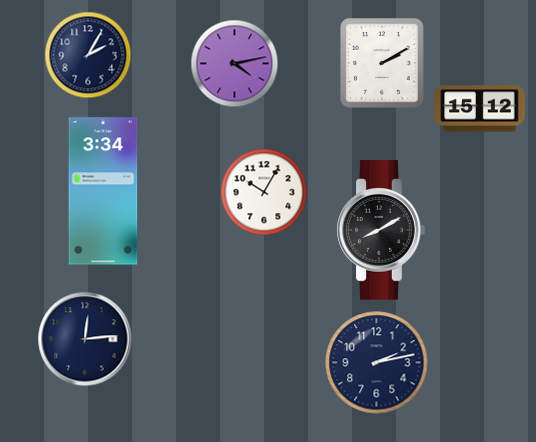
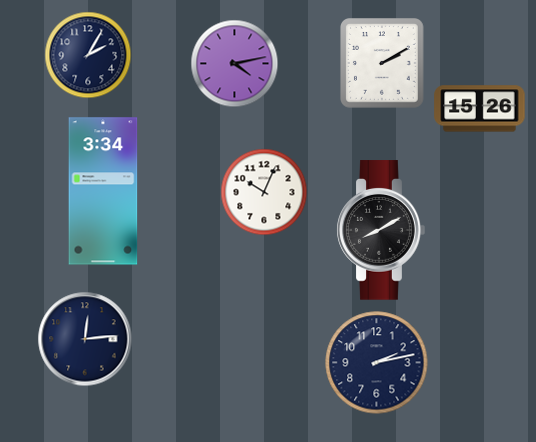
clock at (480, 109): 15:12 -> 15:26
clock at (264, 192): 10:05 -> 10:04
